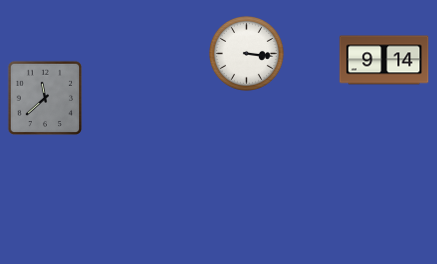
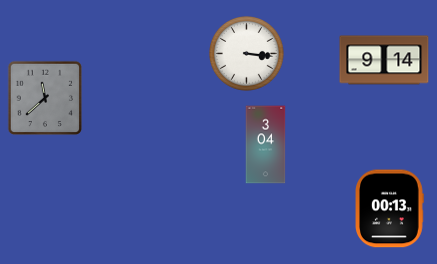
clock at (266, 145): none -> 3:04
clock at (390, 209): none -> 00:13
